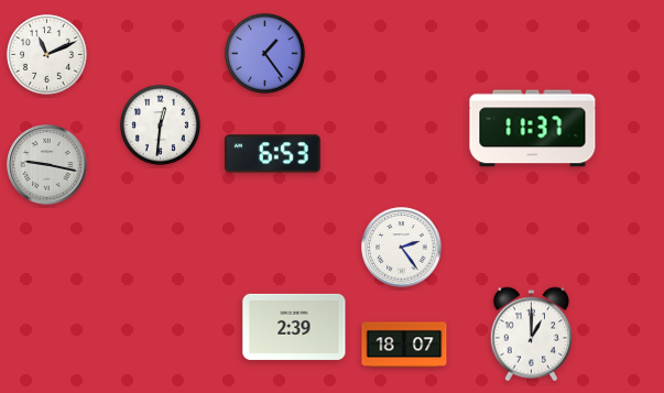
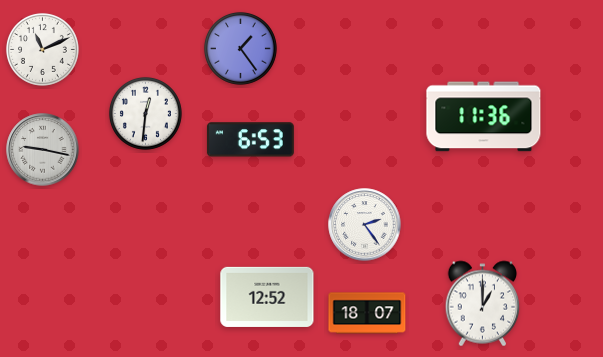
clock at (533, 129): 11:37 -> 11:36
clock at (272, 154) position: (272, 154) -> (250, 140)
clock at (294, 327): 2:39 -> 12:52
